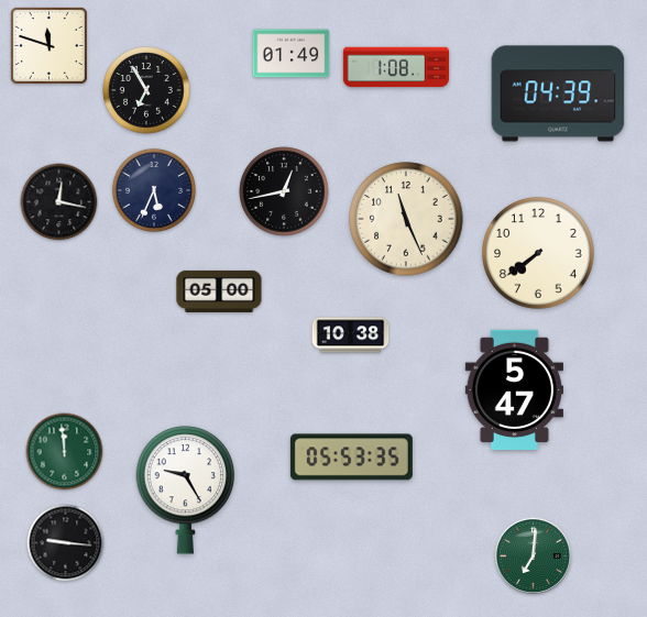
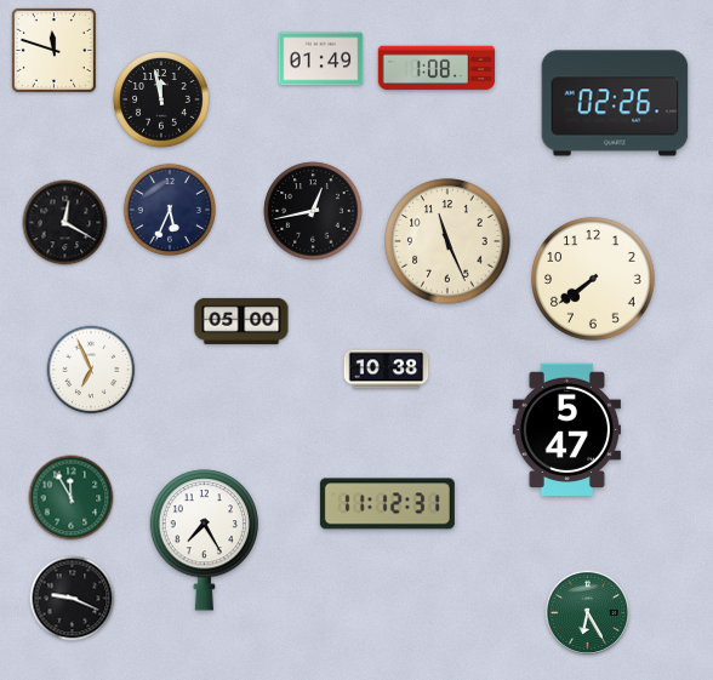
clock at (396, 67) position: (396, 67) -> (437, 68)
clock at (146, 90): 6:55 -> 11:58
clock at (558, 93): 04:39 -> 02:26
clock at (59, 202): 12:17 -> 12:20
clock at (91, 370): none -> 6:56
clock at (65, 452): 11:59 -> 11:55
clock at (351, 458): 05:53 -> 11:12
clock at (186, 491): 9:25 -> 7:25
clock at (66, 543): 9:16 -> 9:19
clock at (534, 557): 7:01 -> 6:25
